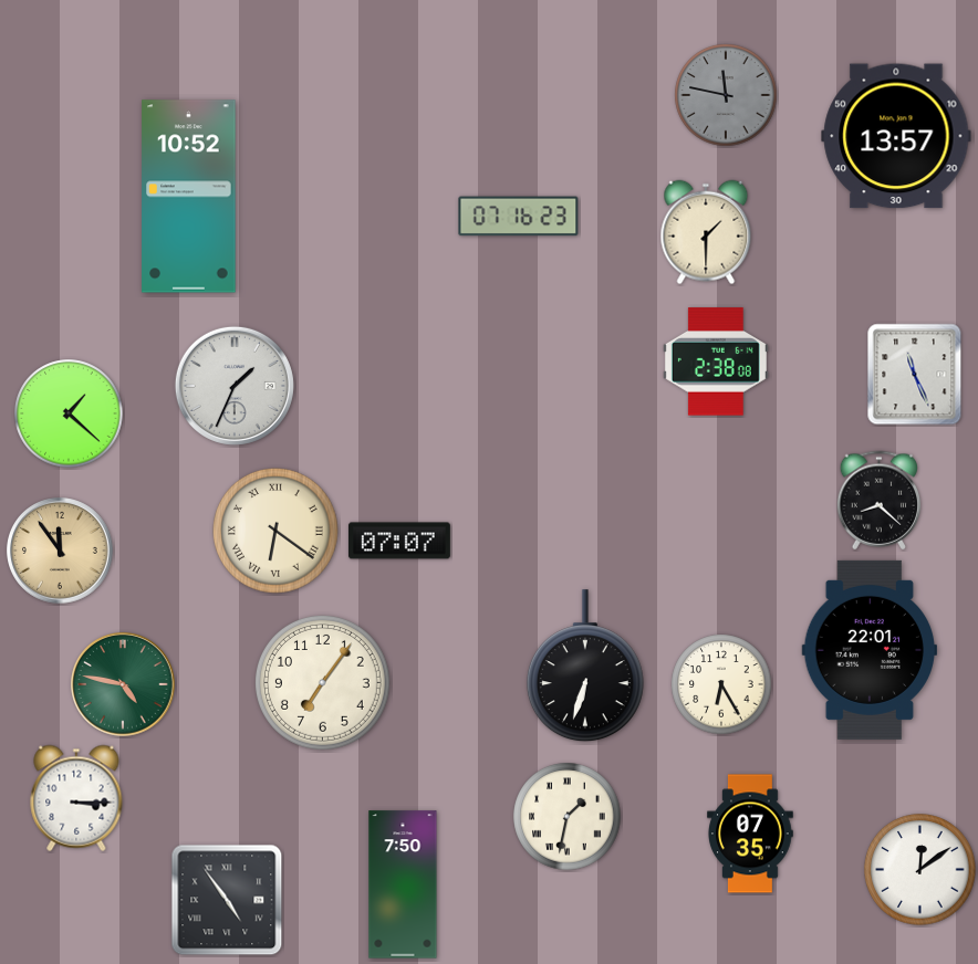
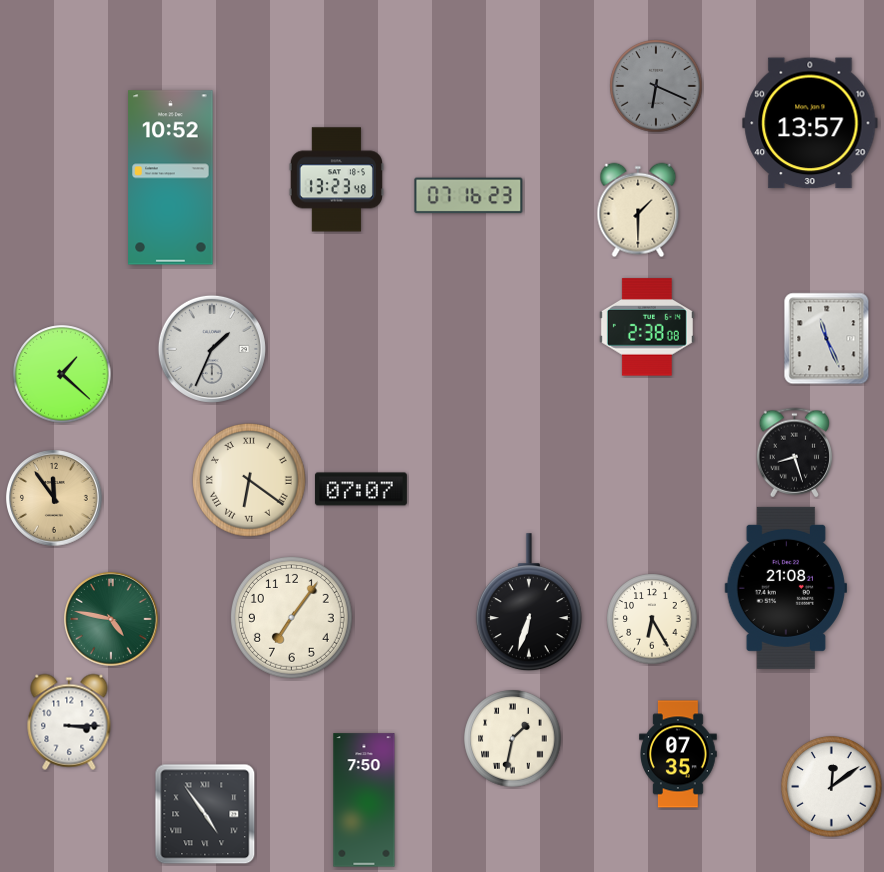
clock at (726, 95): 11:47 -> 6:19
clock at (336, 180): none -> 13:23
clock at (880, 501): 8:22 -> 8:27
clock at (868, 650): 22:01 -> 21:08
